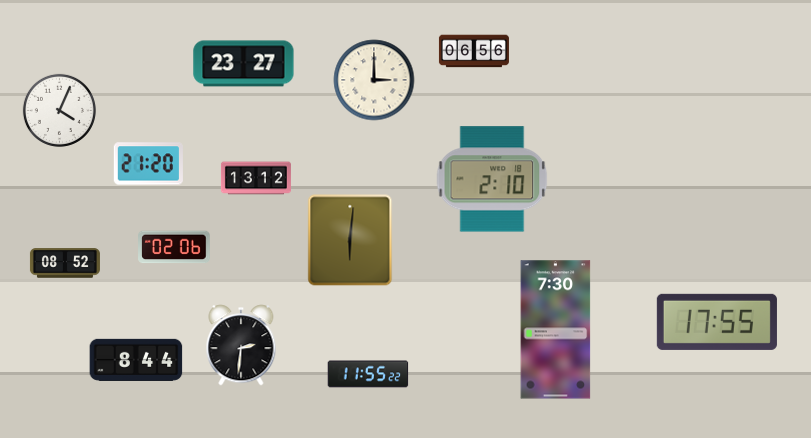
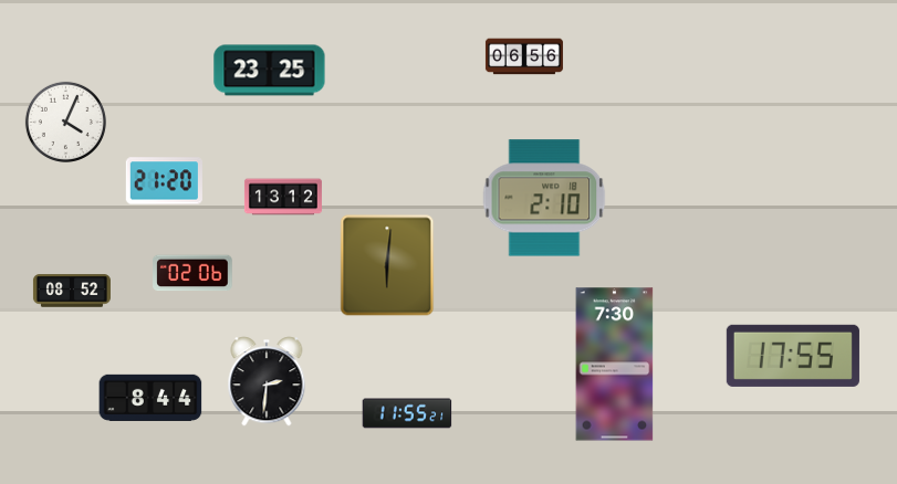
clock at (244, 64): 23:27 -> 23:25
clock at (374, 80): 3:00 -> none
clock at (368, 374): 11:55:22 -> 11:55:21
